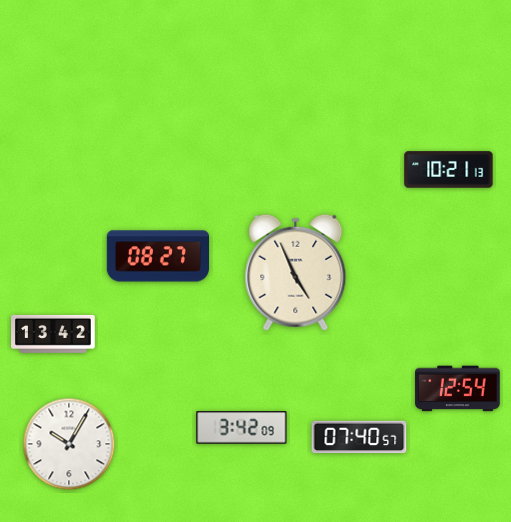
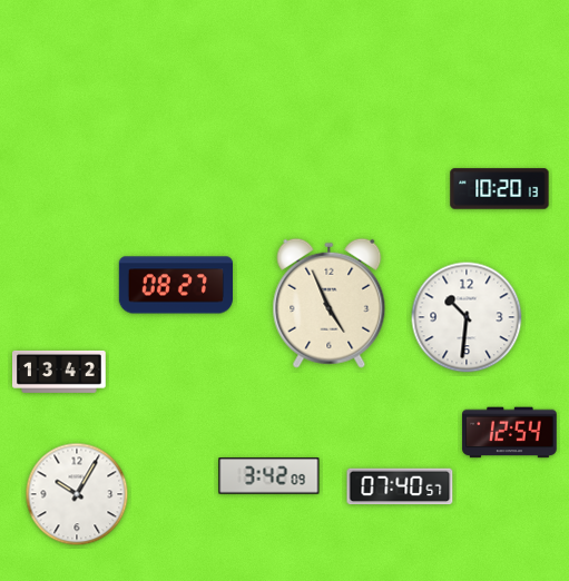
clock at (449, 170): 10:21 -> 10:20
clock at (467, 317): none -> 10:31
